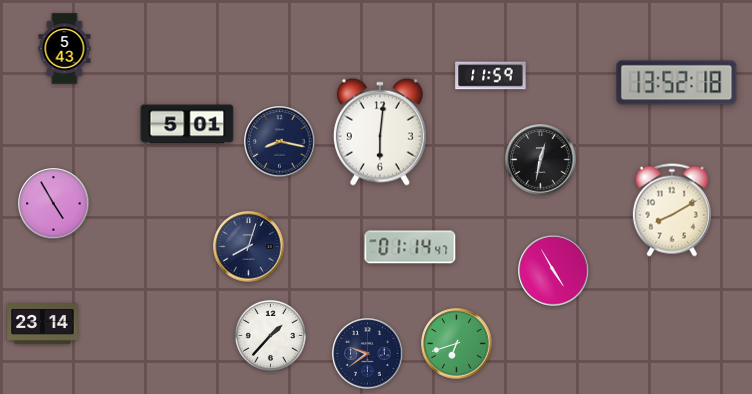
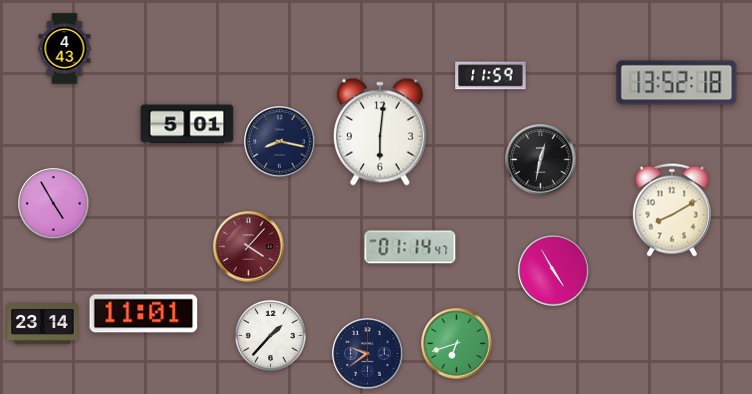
clock at (65, 49): 5:43 -> 4:43
clock at (249, 247): 8:03 -> 4:07
clock at (249, 247) dial: navy -> burgundy
clock at (144, 314): none -> 11:01
